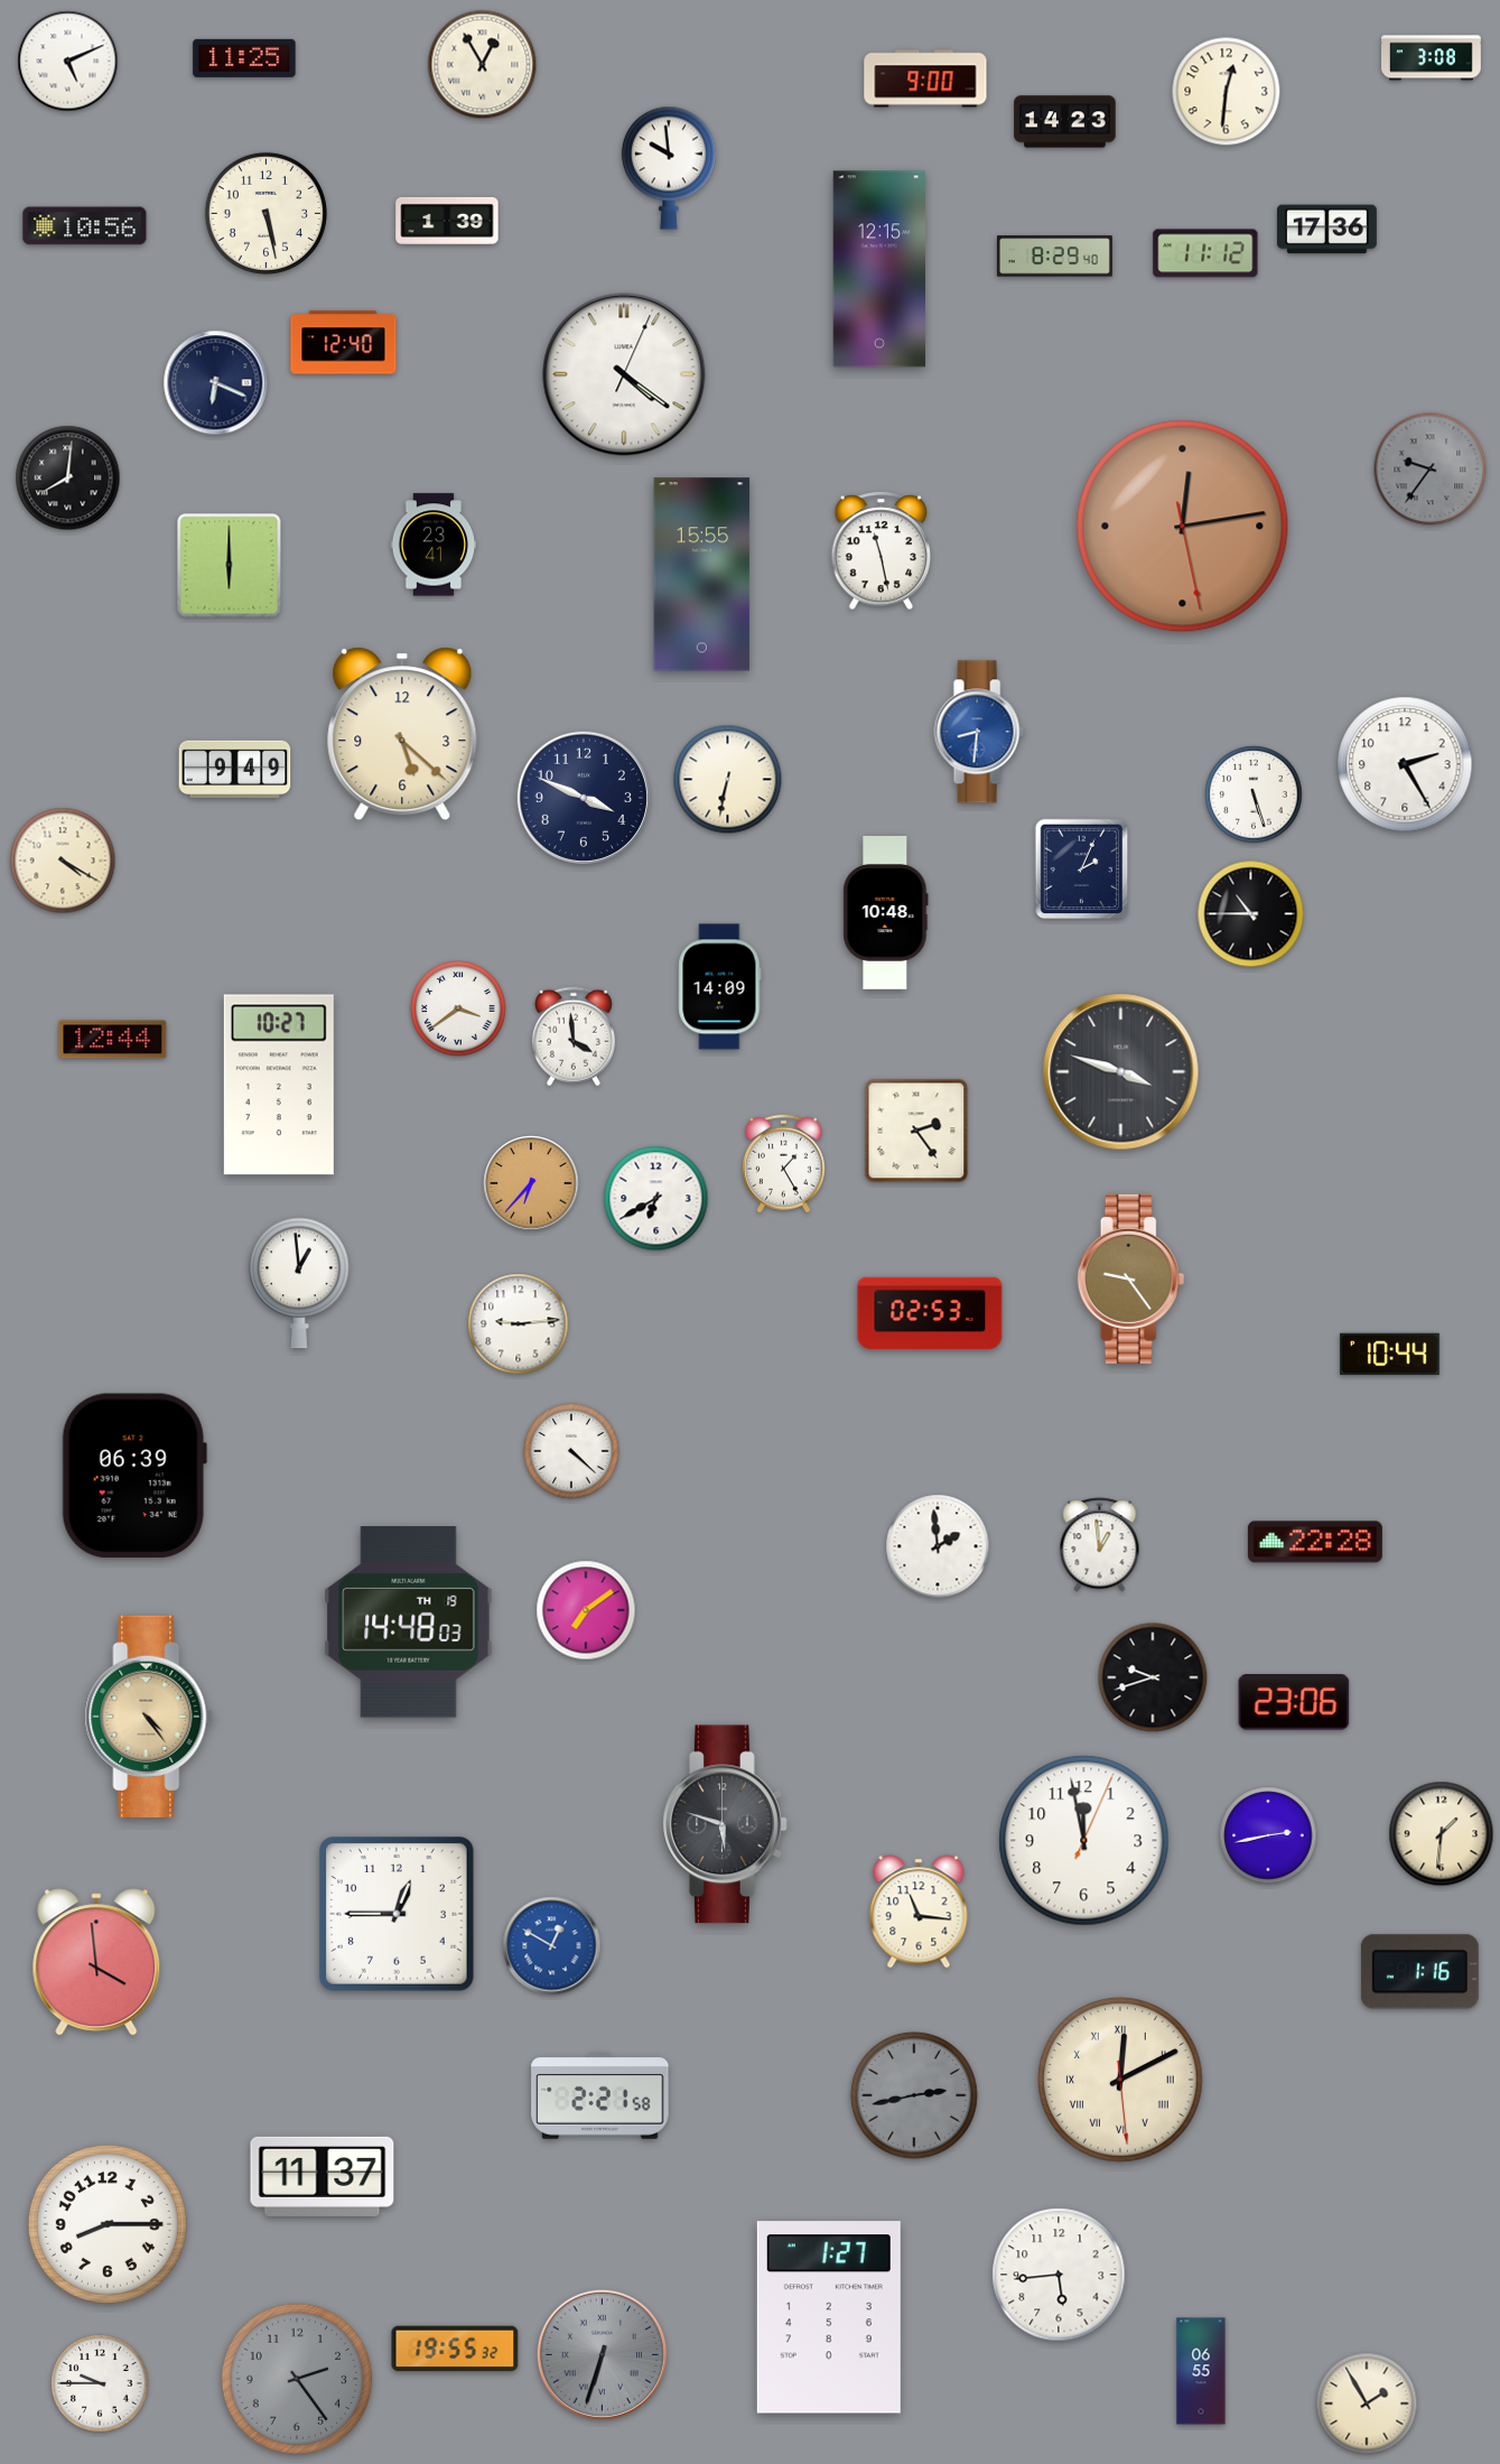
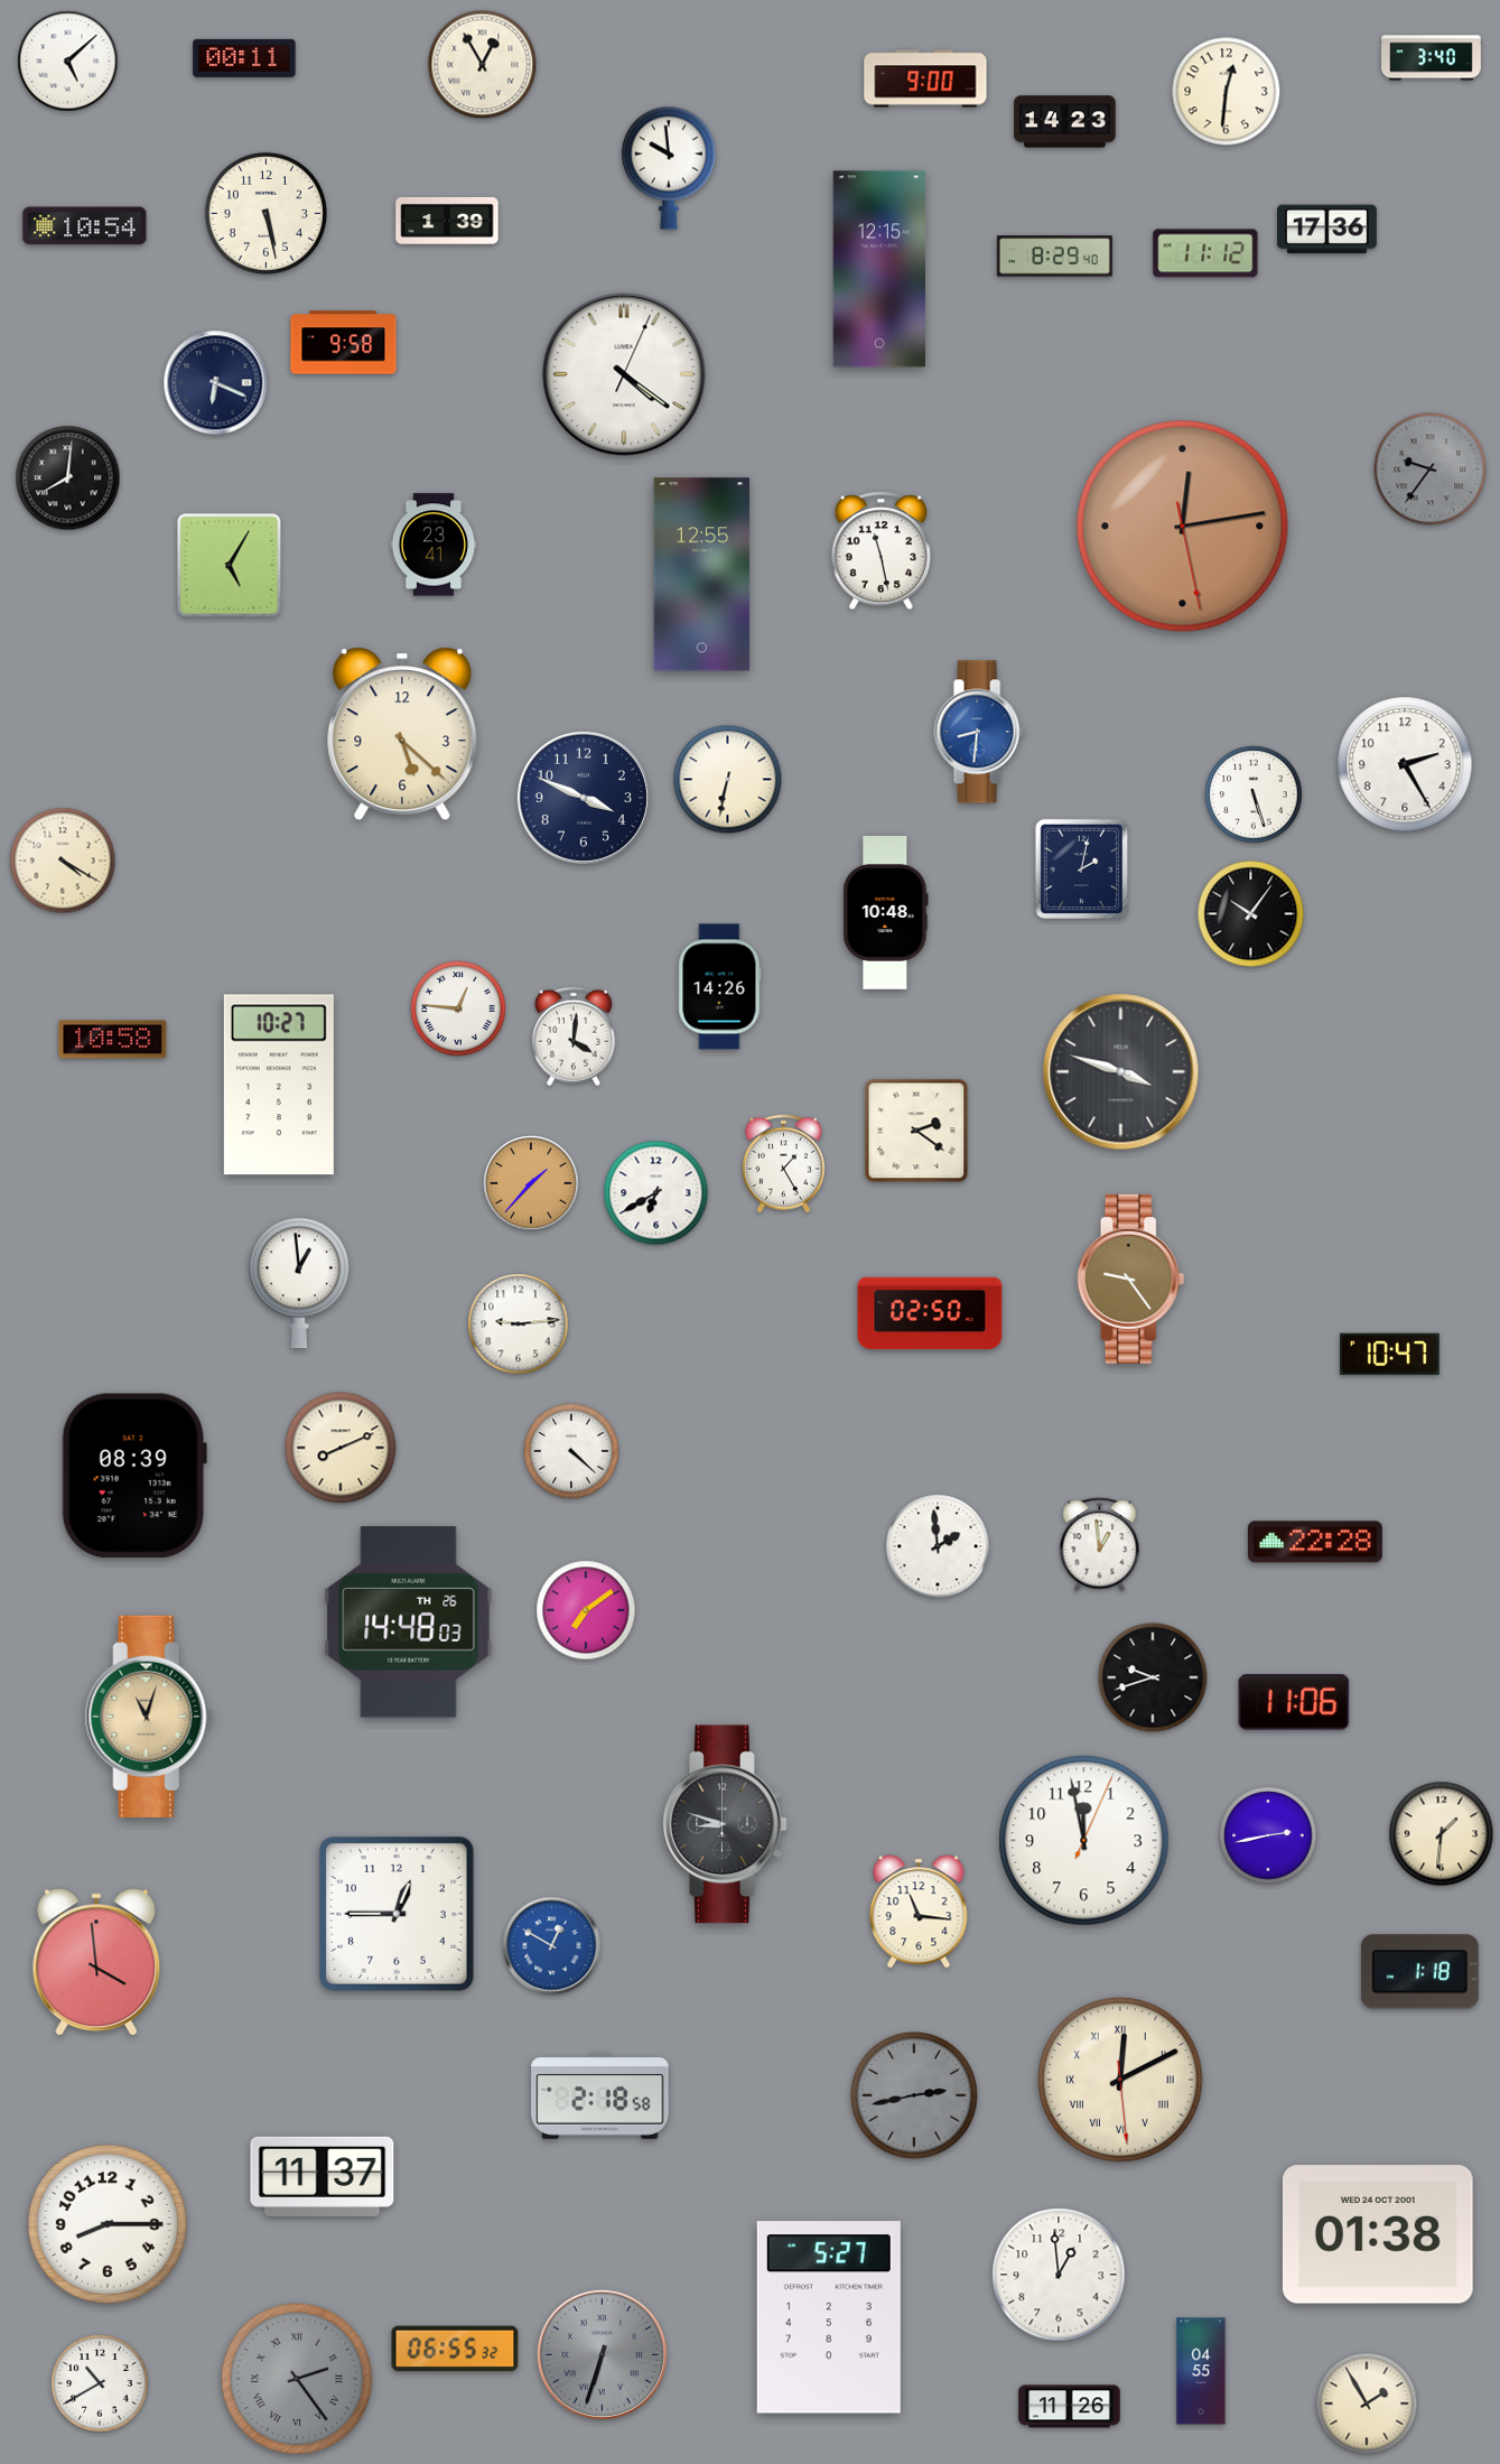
clock at (244, 58): 11:25 -> 00:11
clock at (1432, 58): 3:08 -> 3:40
clock at (68, 62): 5:11 -> 5:08
clock at (85, 226): 10:56 -> 10:54
clock at (344, 343): 12:40 -> 9:58
clock at (230, 566): 6:00 -> 5:05
clock at (702, 575): 15:55 -> 12:55
clock at (235, 770): 9:49 -> none
clock at (1082, 870): 2:04 -> 2:02
clock at (1251, 914): 10:45 -> 10:06
clock at (720, 987): 14:09 -> 14:26
clock at (458, 1008): 3:39 -> 12:46
clock at (574, 1036): 3:59 -> 4:01
clock at (113, 1040): 12:44 -> 10:58
clock at (916, 1131): 2:24 -> 2:21
clock at (531, 1183): 6:37 -> 1:37
clock at (656, 1199) position: (656, 1199) -> (656, 1193)
clock at (930, 1313): 02:53 -> 02:50
clock at (1389, 1355): 10:44 -> 10:47
clock at (341, 1448): none -> 8:11
clock at (134, 1476): 06:39 -> 08:39
clock at (409, 1622) date: TH 19 -> TH 26
clock at (1294, 1702): 23:06 -> 11:06
clock at (149, 1717): 4:24 -> 11:03
clock at (726, 1824): 5:48 -> 8:48
clock at (1419, 1972): 1:16 -> 1:18
clock at (600, 2096): 2:21 -> 2:18
clock at (1378, 2234): none -> 01:38
clock at (1059, 2275): 5:44 -> 12:59
clock at (829, 2317): 1:27 -> 5:27
clock at (455, 2349): 19:55 -> 06:55
clock at (1201, 2371): 06:55 -> 04:55
clock at (297, 2379) numerals: Arabic -> Roman
clock at (100, 2383): 9:45 -> 10:40
clock at (1070, 2407): none -> 11:26
